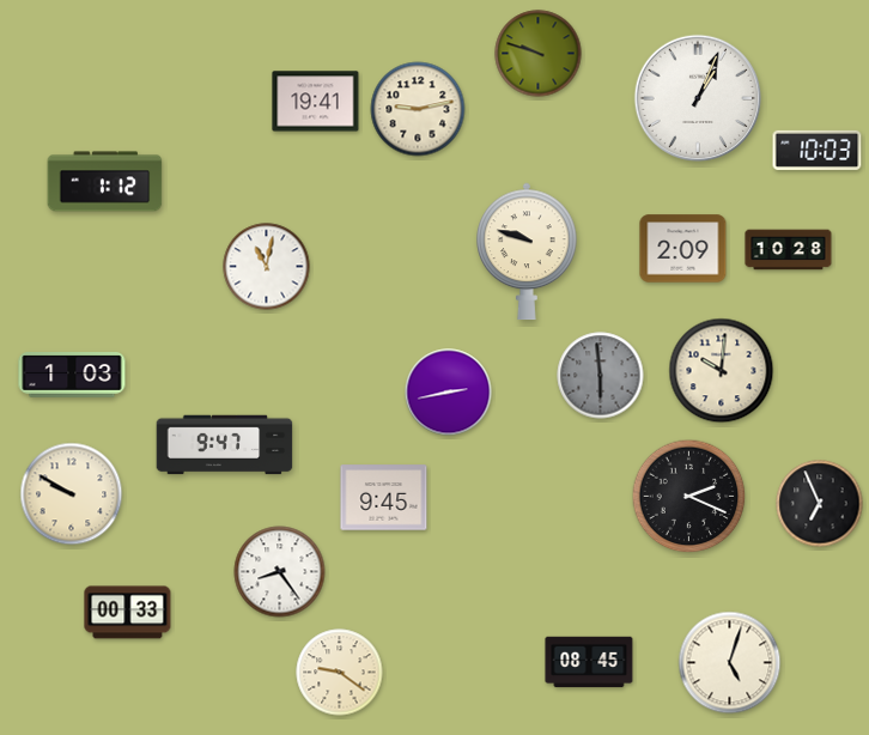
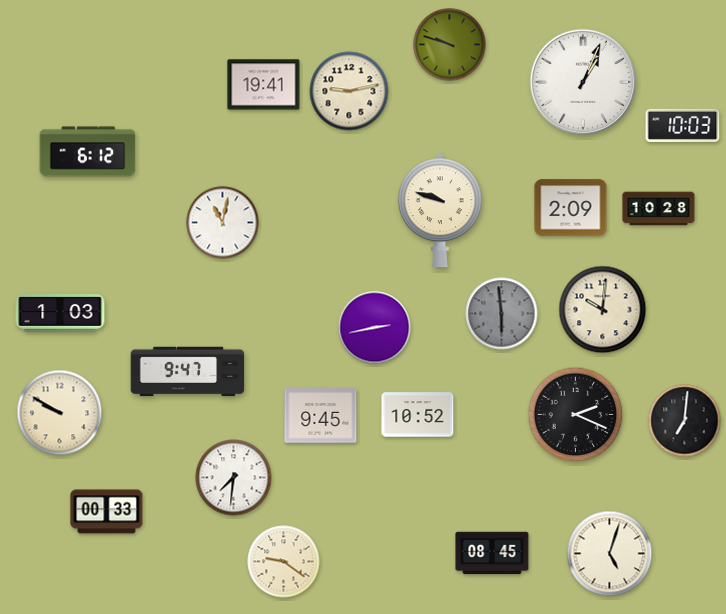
clock at (105, 182): 1:12 -> 6:12
clock at (418, 415): none -> 10:52
clock at (820, 504): 6:56 -> 7:01
clock at (280, 572): 8:24 -> 7:31
